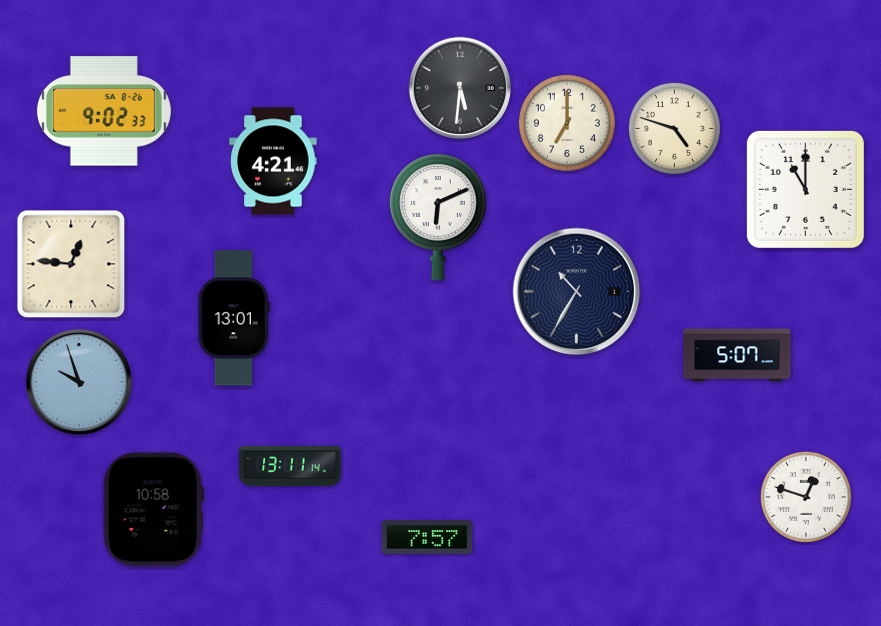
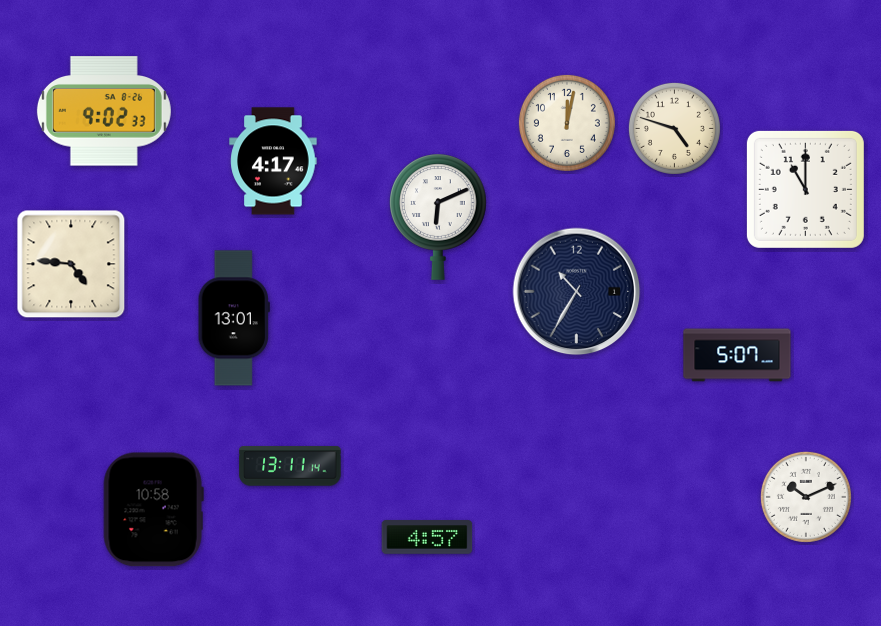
clock at (460, 88): 5:31 -> none
clock at (567, 123): 7:00 -> 12:02
clock at (273, 161): 4:21 -> 4:17
clock at (71, 264): 12:46 -> 4:46
clock at (78, 381): 9:57 -> none
clock at (806, 497): 12:48 -> 10:11
clock at (427, 537): 7:57 -> 4:57
